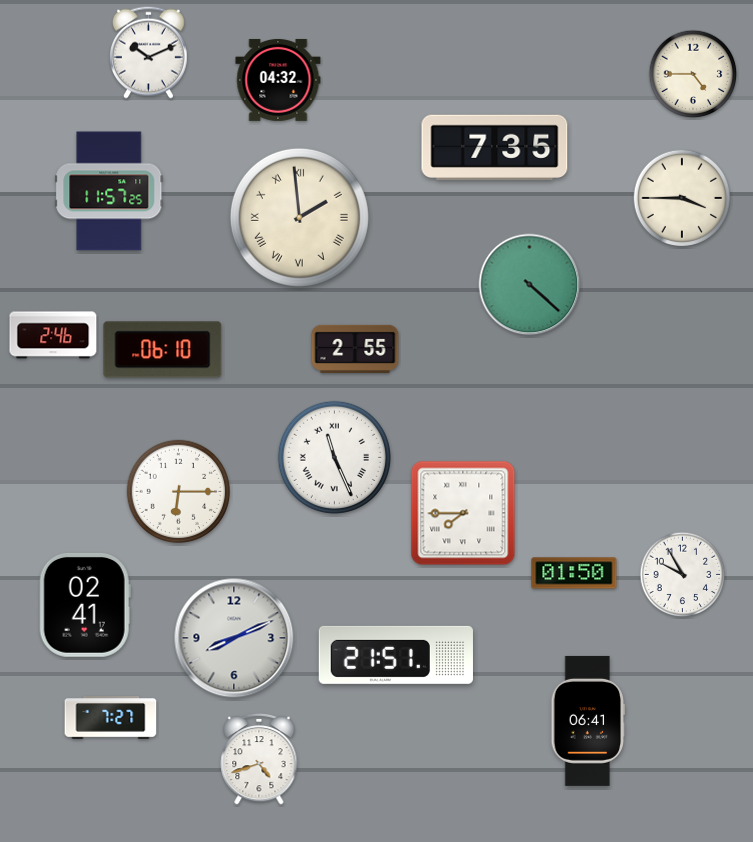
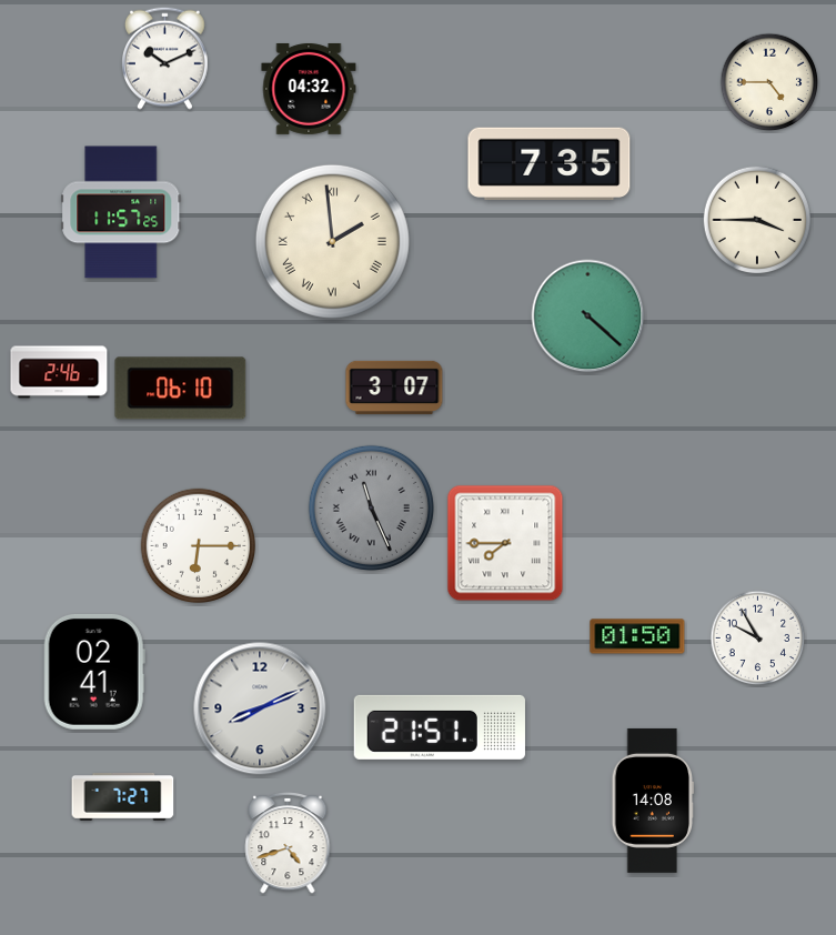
clock at (355, 349): 2:55 -> 3:07
clock at (334, 457) dial: white -> grey
clock at (463, 513) position: (463, 513) -> (505, 543)
clock at (588, 721): 06:41 -> 14:08
